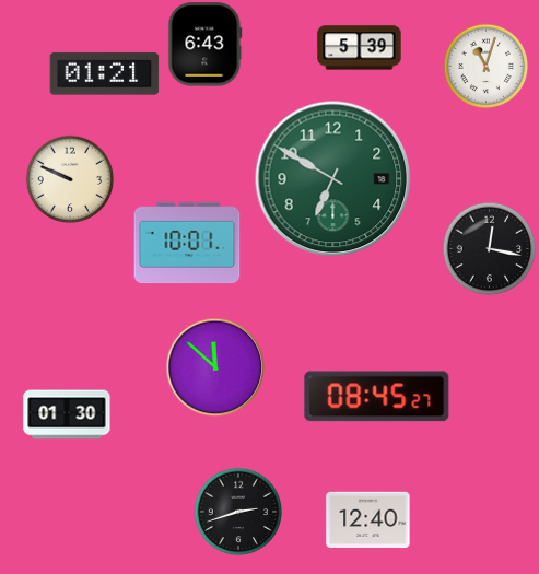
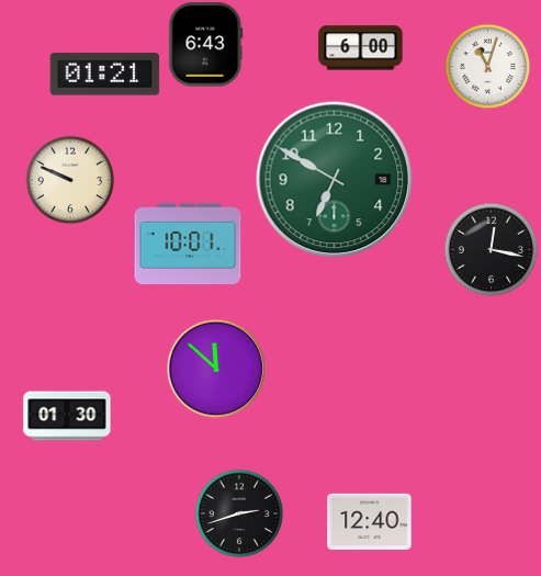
clock at (360, 48): 5:39 -> 6:00
clock at (377, 397): 08:45 -> none
